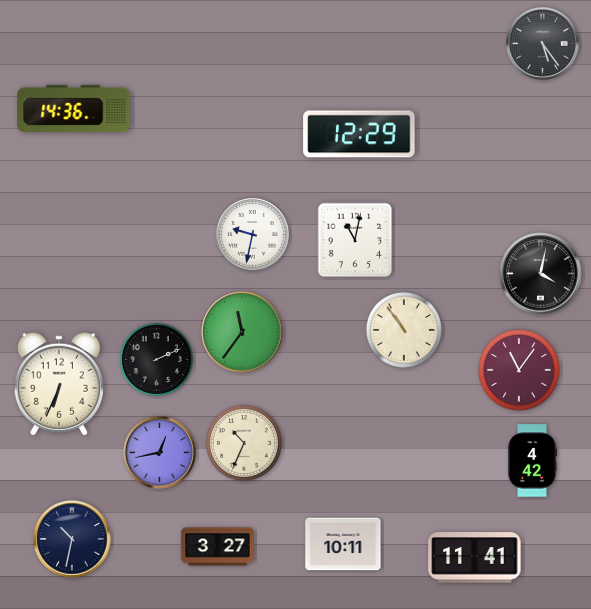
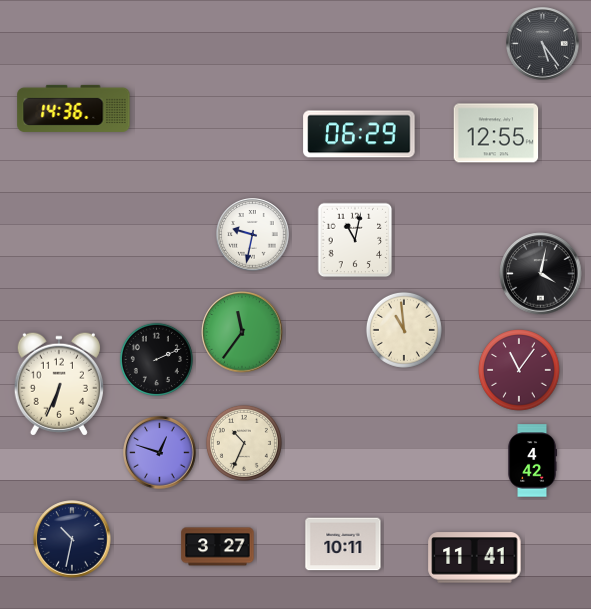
clock at (496, 133): none -> 12:55
clock at (359, 134): 12:29 -> 06:29
clock at (404, 330): 10:54 -> 10:59
clock at (160, 453): 12:43 -> 12:48
